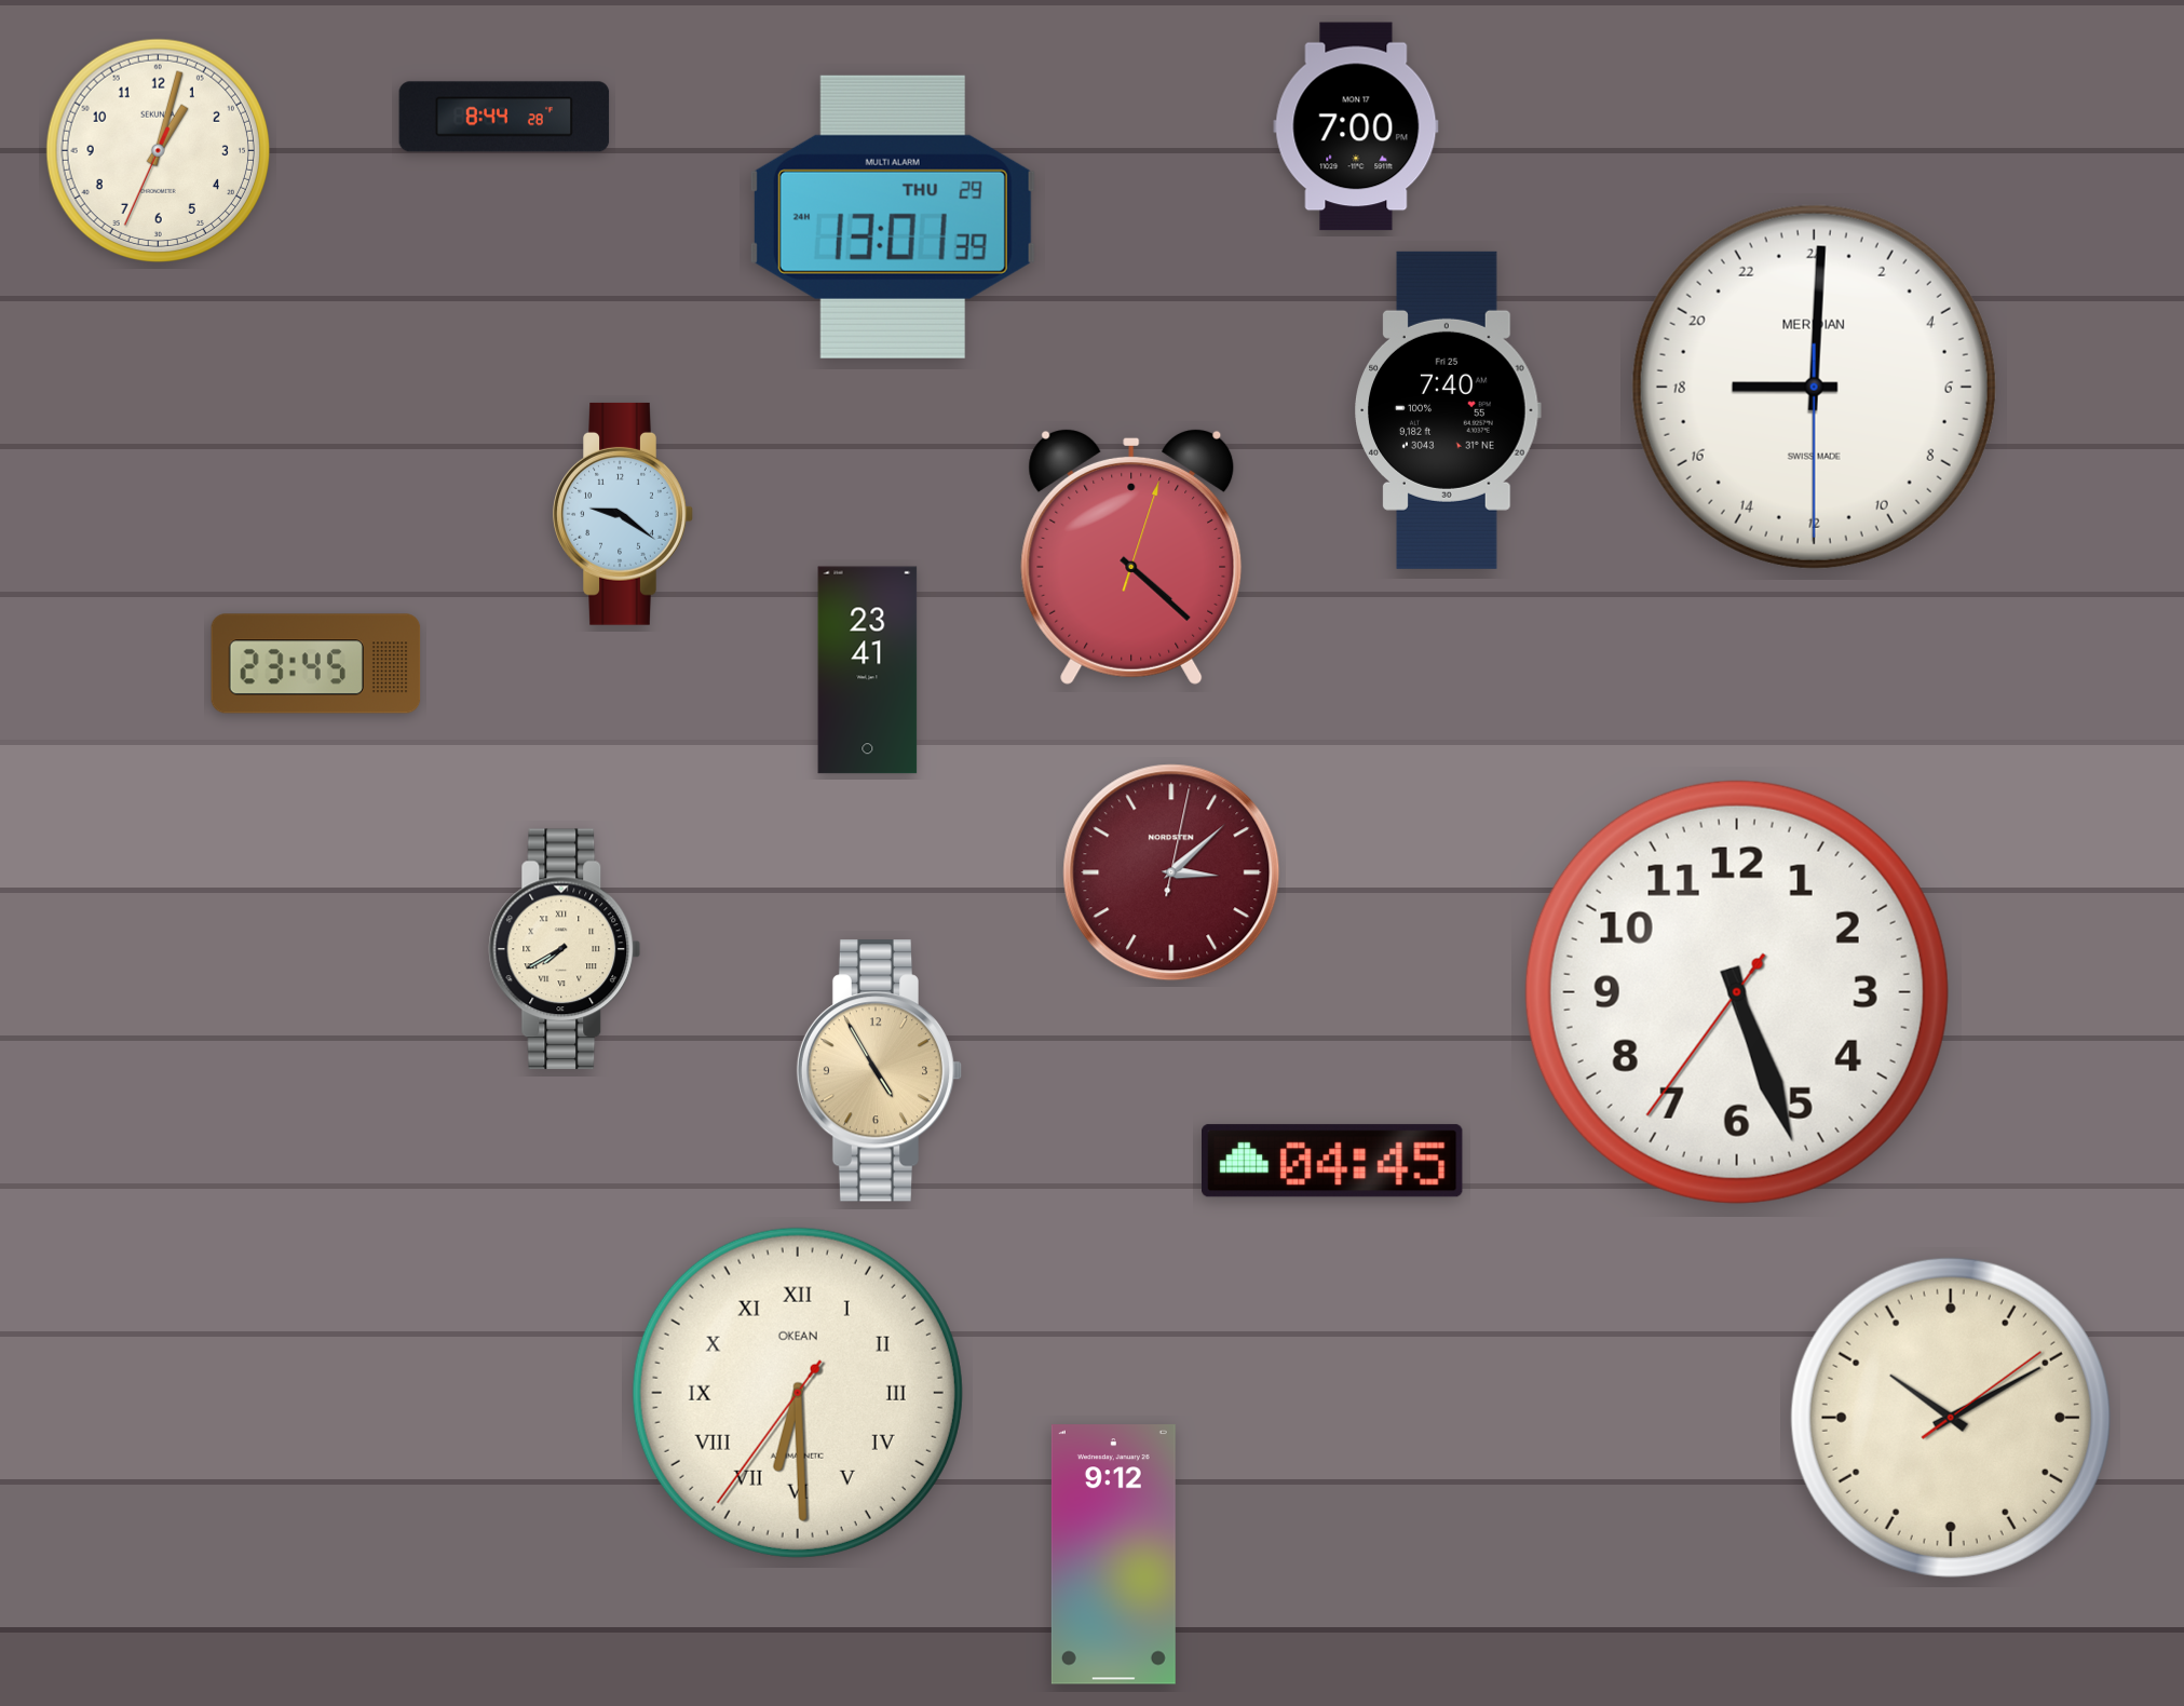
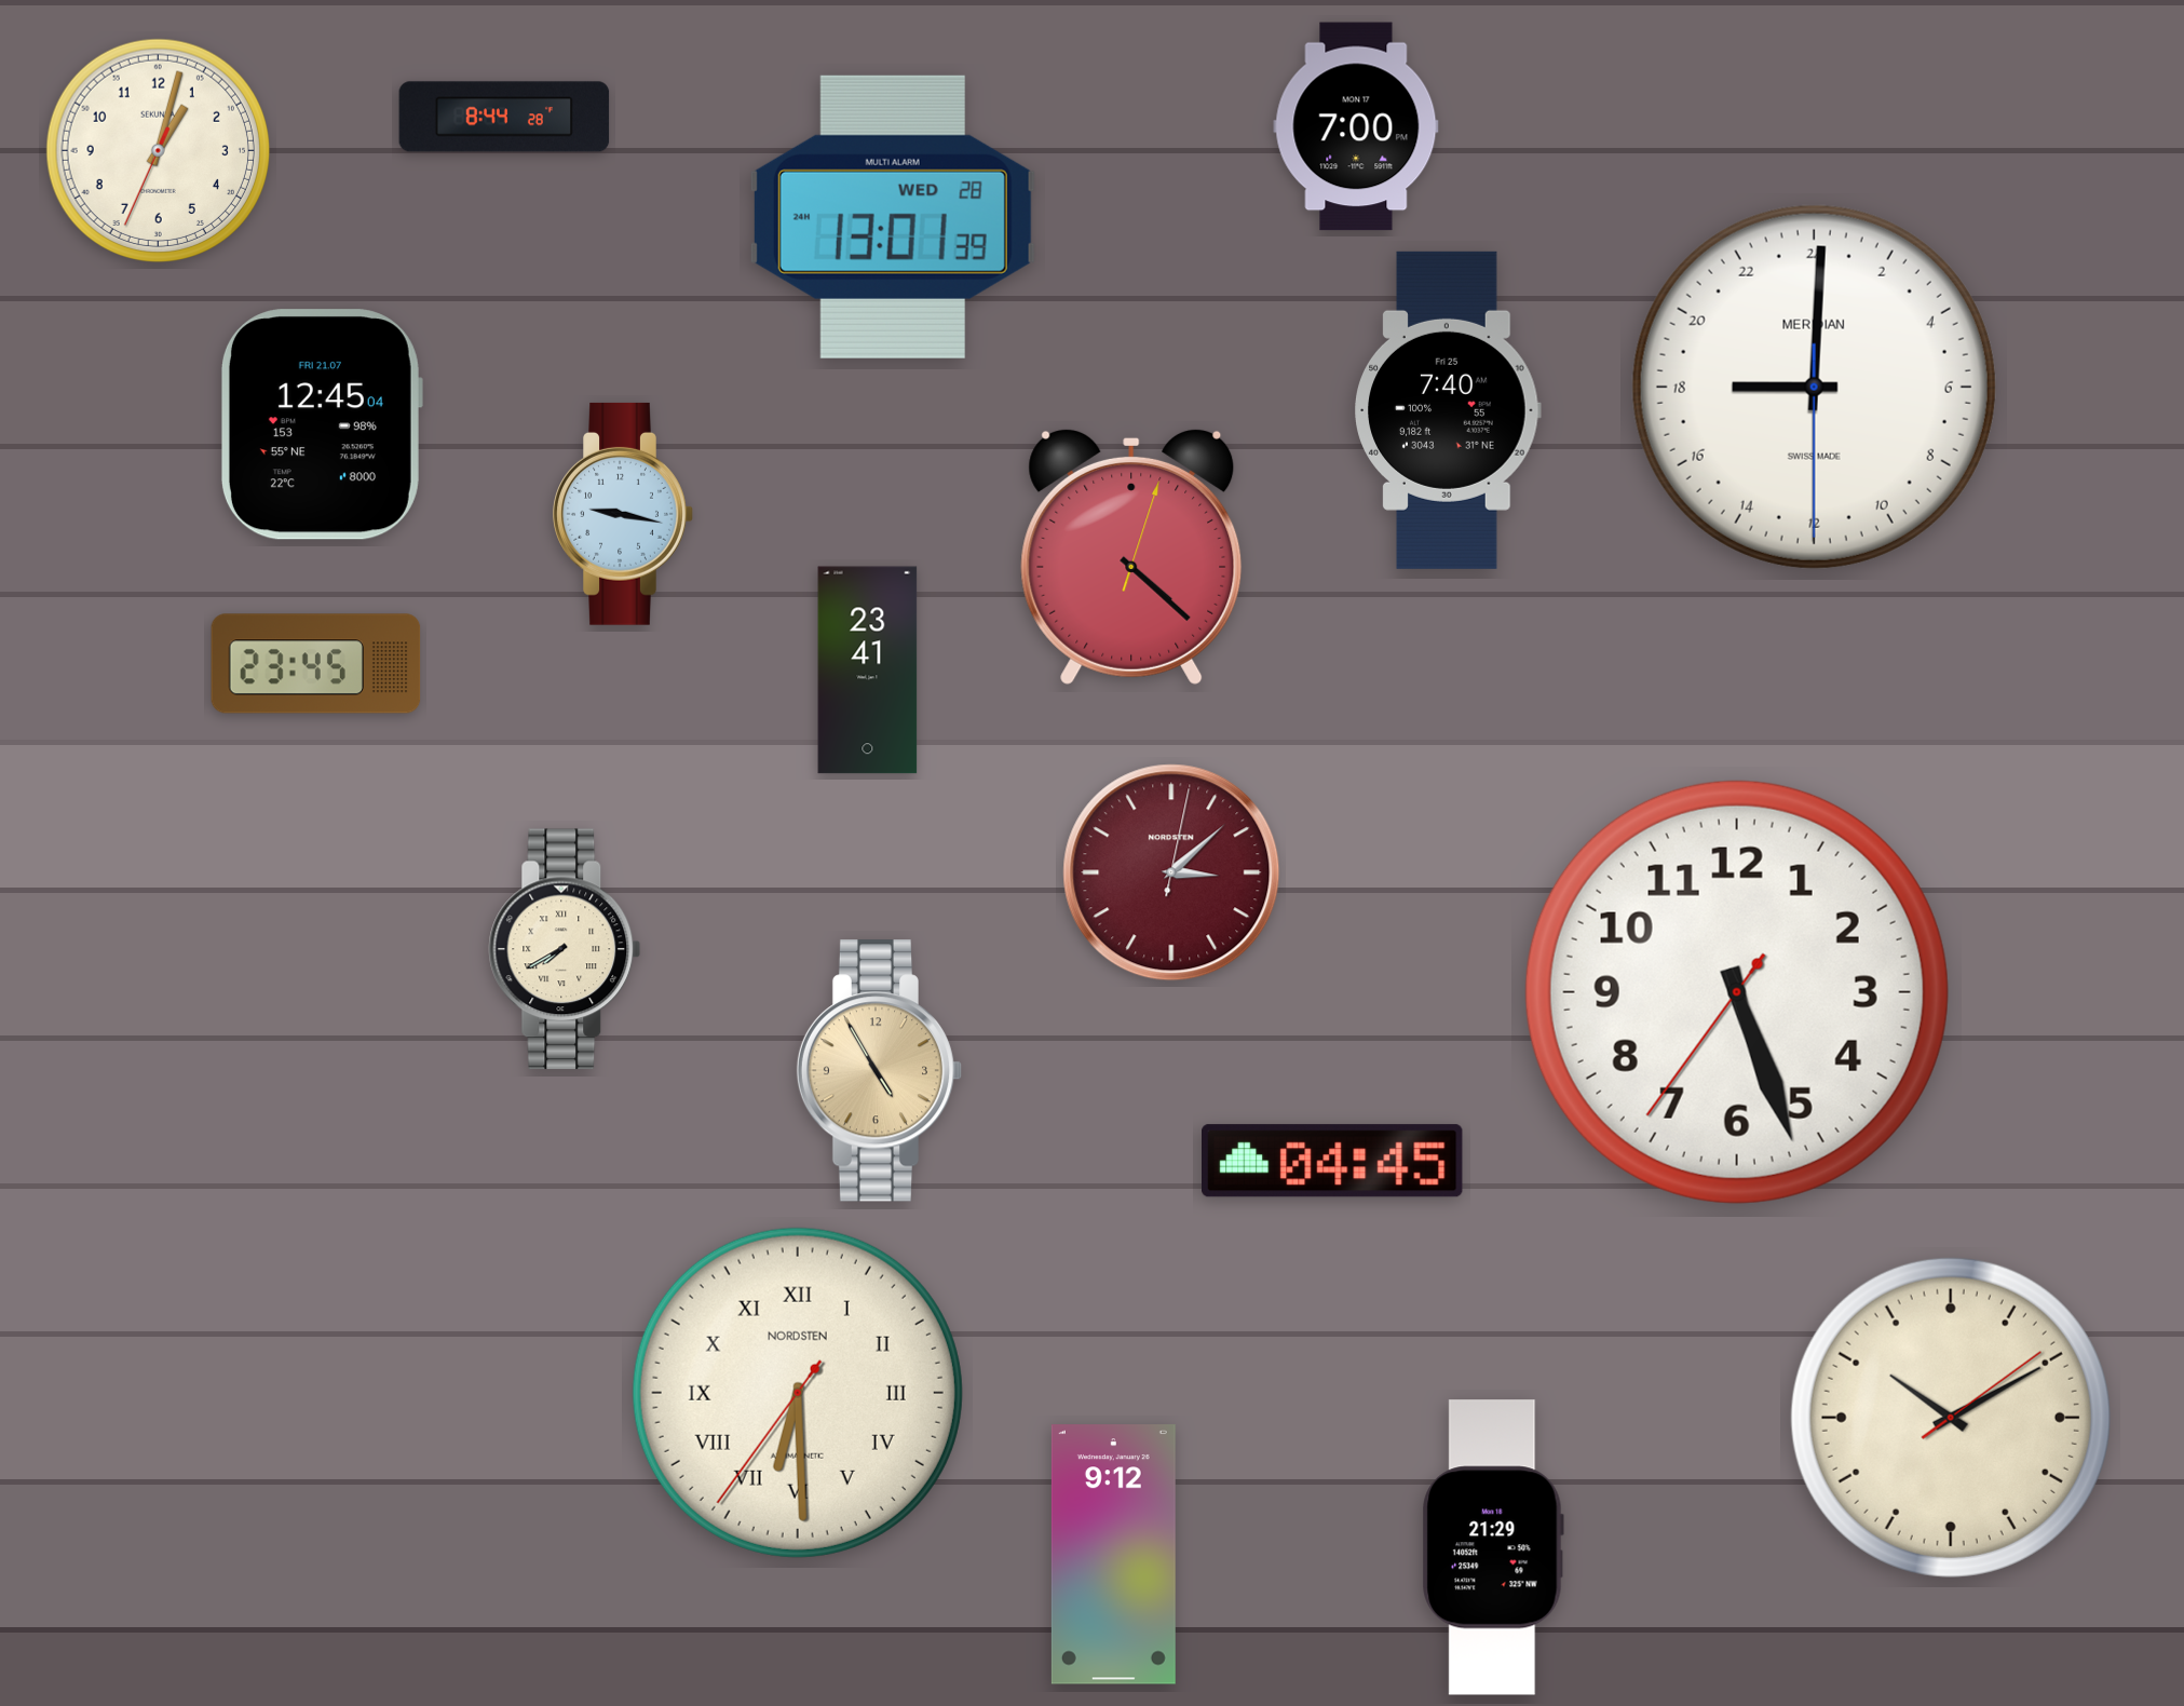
clock at (893, 217) date: THU 29 -> WED 28
clock at (321, 424): none -> 12:45
clock at (623, 514): 9:21 -> 9:17
clock at (798, 1393) brand: OKEAN -> NORDSTEN
clock at (1493, 1547): none -> 21:29
